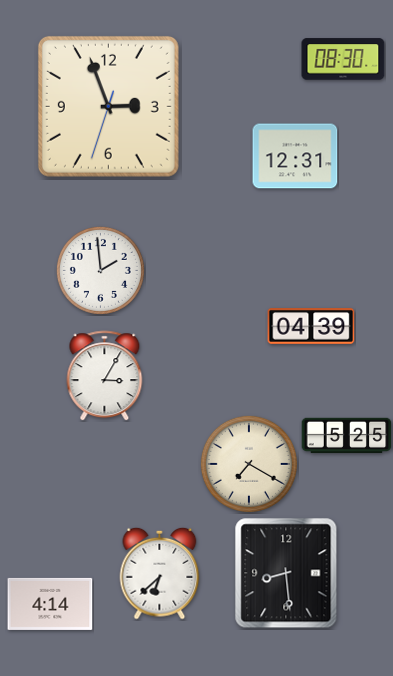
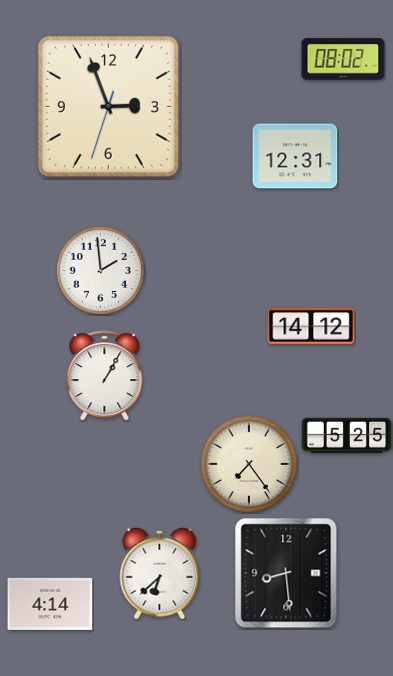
clock at (343, 59): 08:30 -> 08:02
clock at (311, 326): 04:39 -> 14:12
clock at (105, 376): 3:05 -> 1:05
clock at (249, 464): 7:20 -> 7:24
